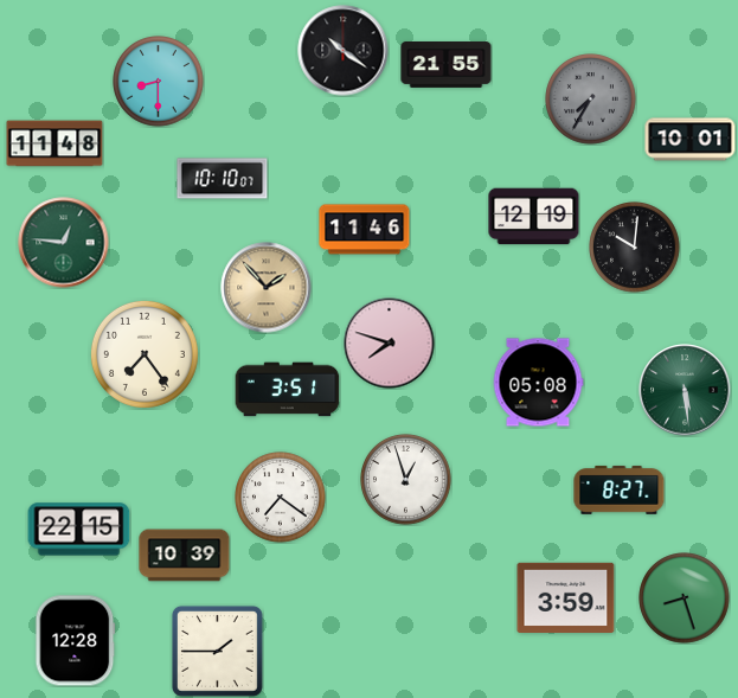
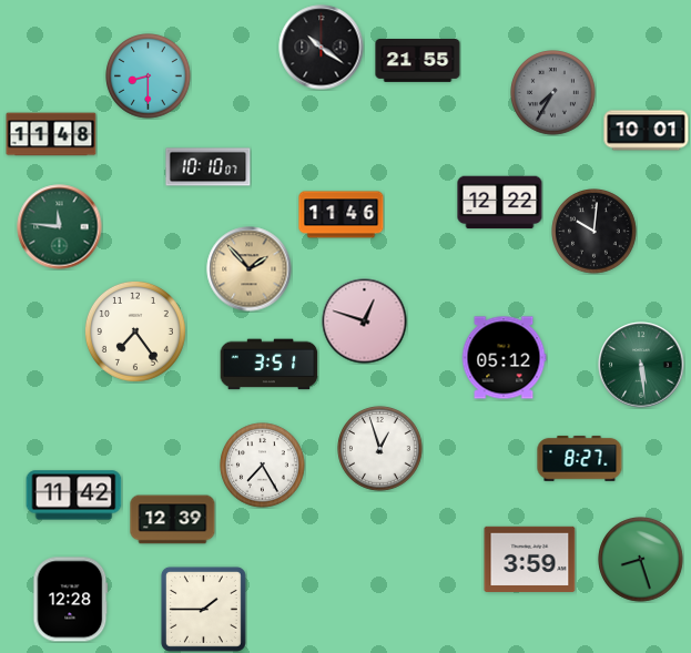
clock at (534, 217): 12:19 -> 12:22
clock at (64, 243): 12:46 -> 11:46
clock at (390, 344): 7:48 -> 12:48
clock at (538, 383): 05:08 -> 05:12
clock at (281, 498): 7:21 -> 7:25
clock at (79, 530): 22:15 -> 11:42
clock at (185, 556): 10:39 -> 12:39
